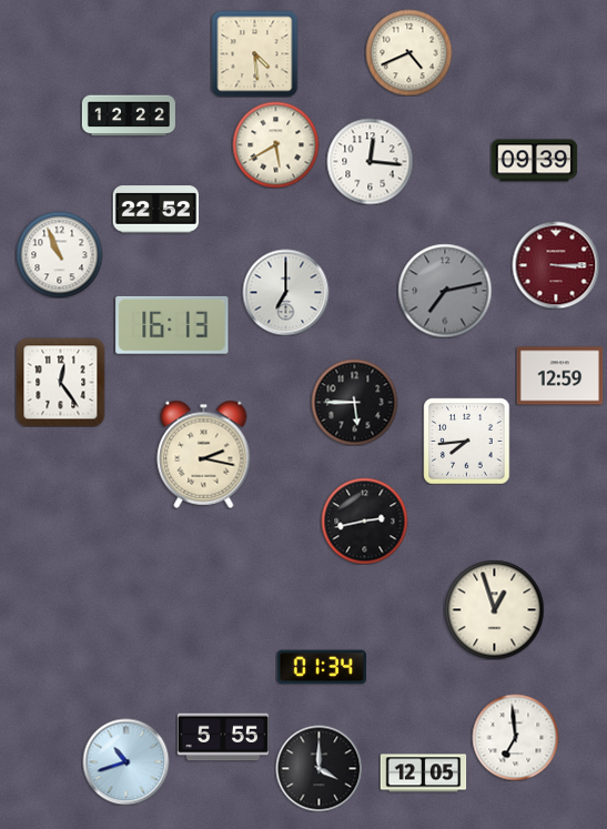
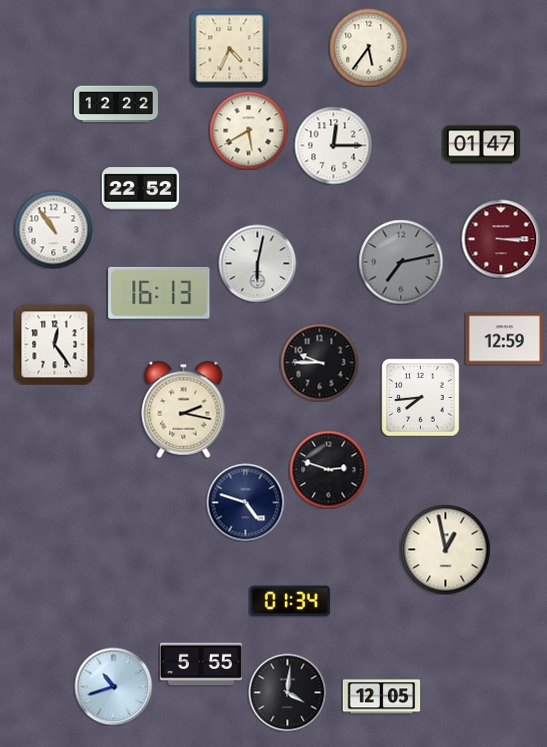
clock at (408, 52): 4:41 -> 5:36
clock at (254, 53): 4:29 -> 4:34
clock at (370, 161): 12:16 -> 12:15
clock at (534, 161): 09:39 -> 01:47
clock at (59, 254): 10:56 -> 10:54
clock at (285, 292): 7:00 -> 6:02
clock at (172, 325) position: (172, 325) -> (159, 293)
clock at (354, 402): 5:45 -> 9:45
clock at (364, 520): 2:43 -> 2:48
clock at (245, 502): none -> 4:48
clock at (494, 609): 12:57 -> 12:58
clock at (515, 737): 6:59 -> none
clock at (318, 768): 4:00 -> 4:01
